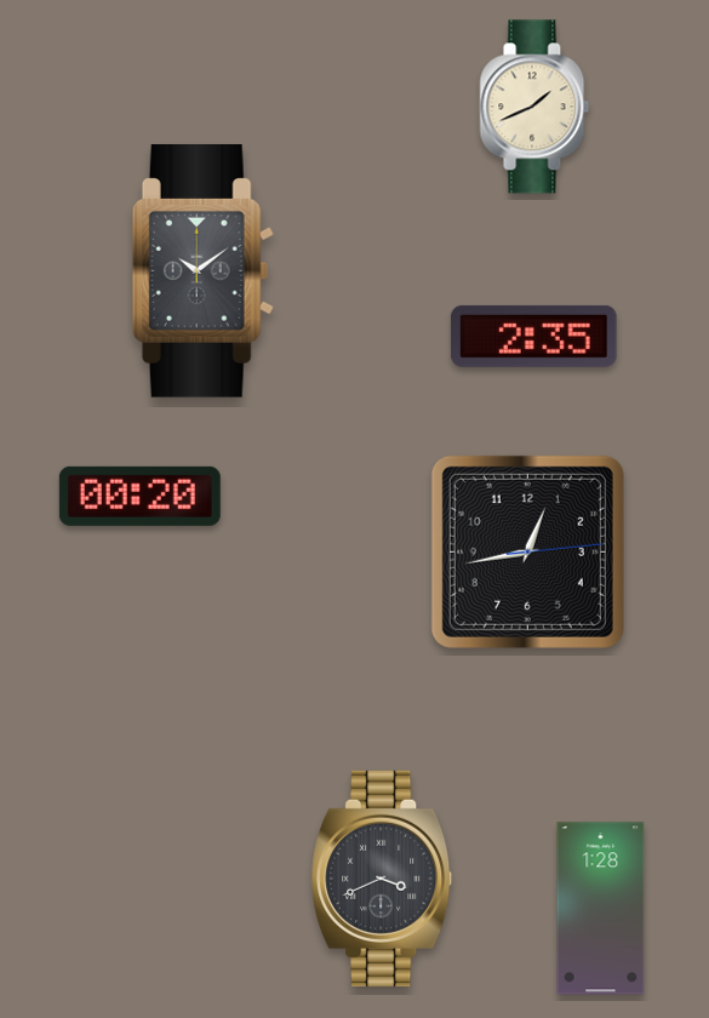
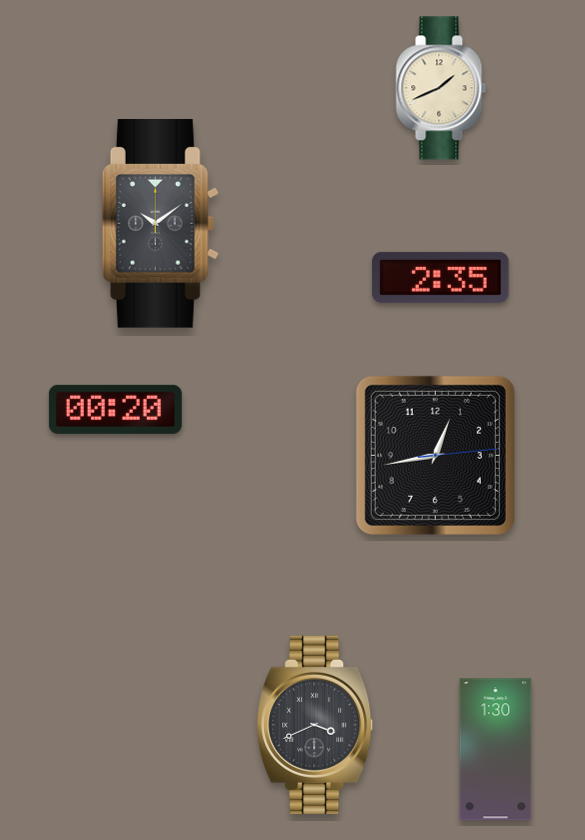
clock at (202, 271) position: (202, 271) -> (160, 224)
clock at (601, 909): 1:28 -> 1:30
